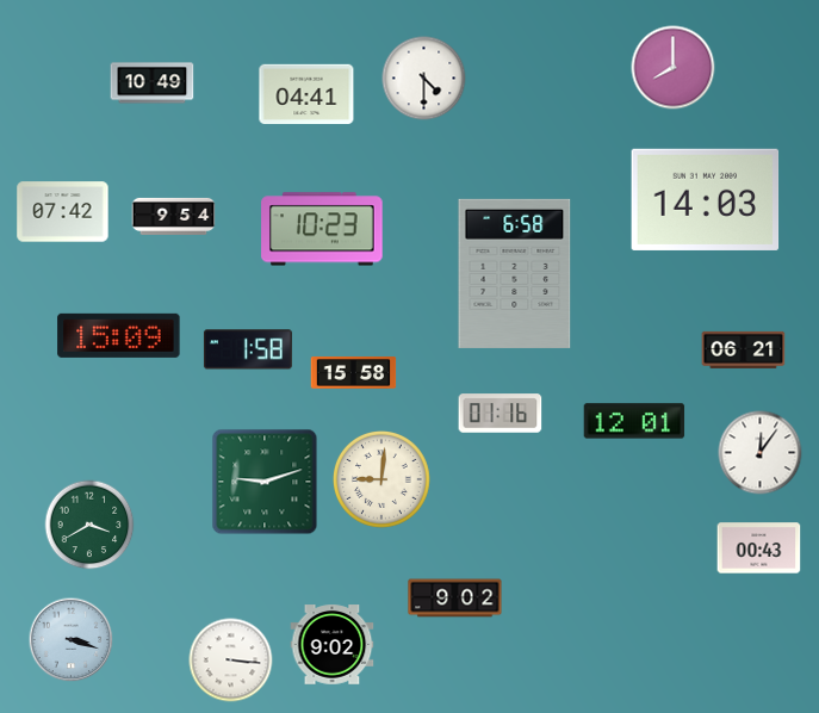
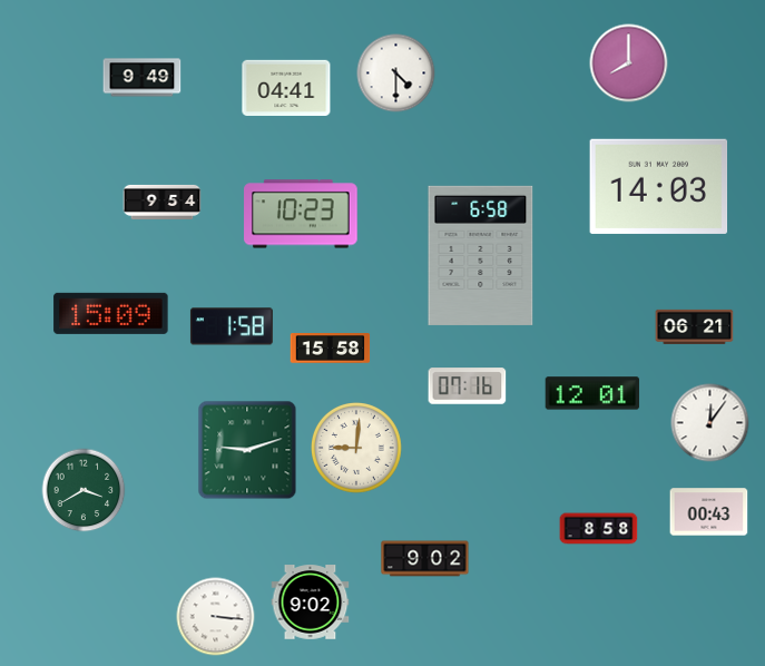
clock at (153, 83): 10:49 -> 9:49
clock at (63, 212): 07:42 -> none
clock at (501, 414): 01:16 -> 07:16
clock at (599, 529): none -> 8:58
clock at (72, 640): 3:18 -> none
